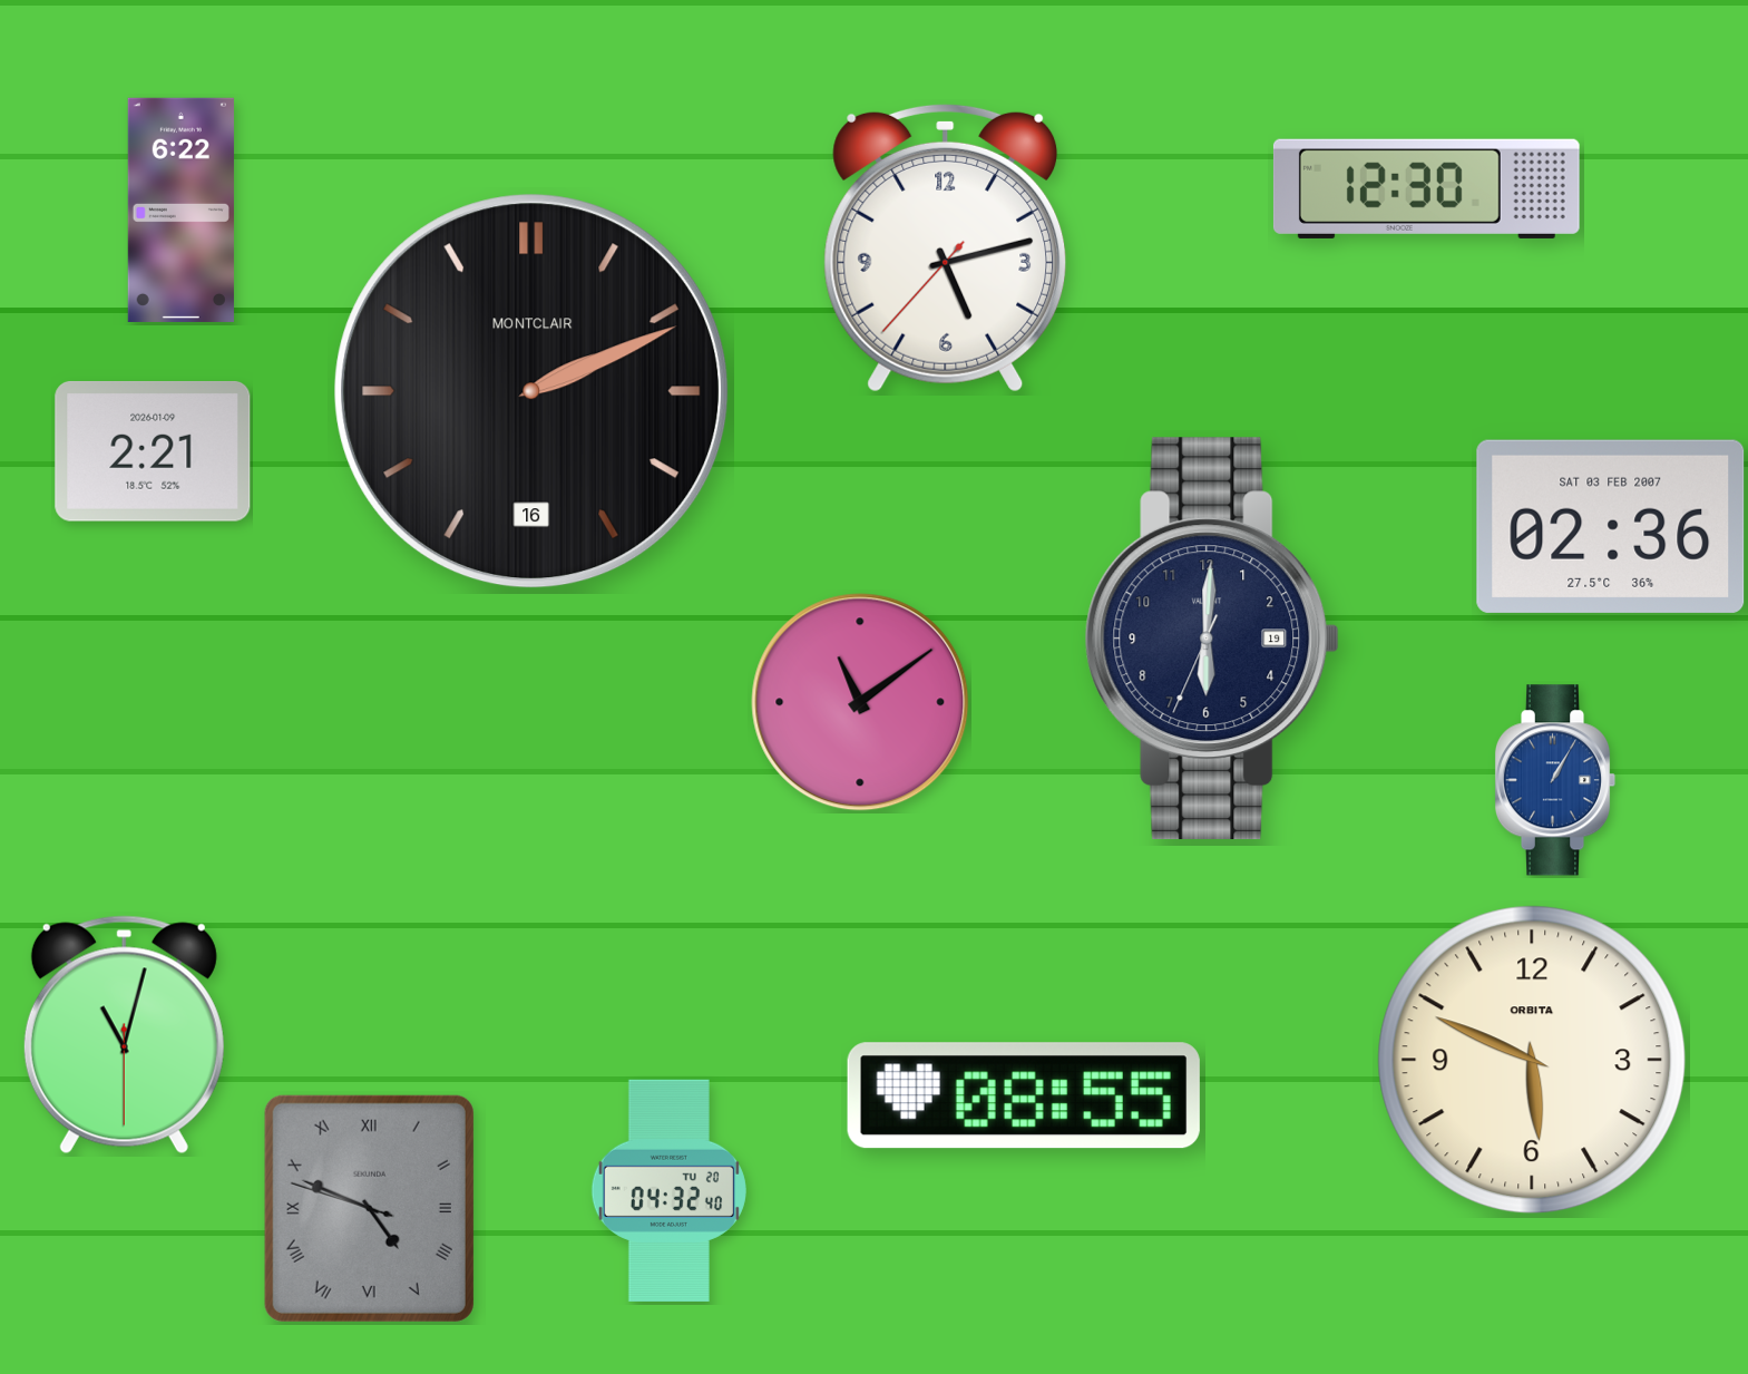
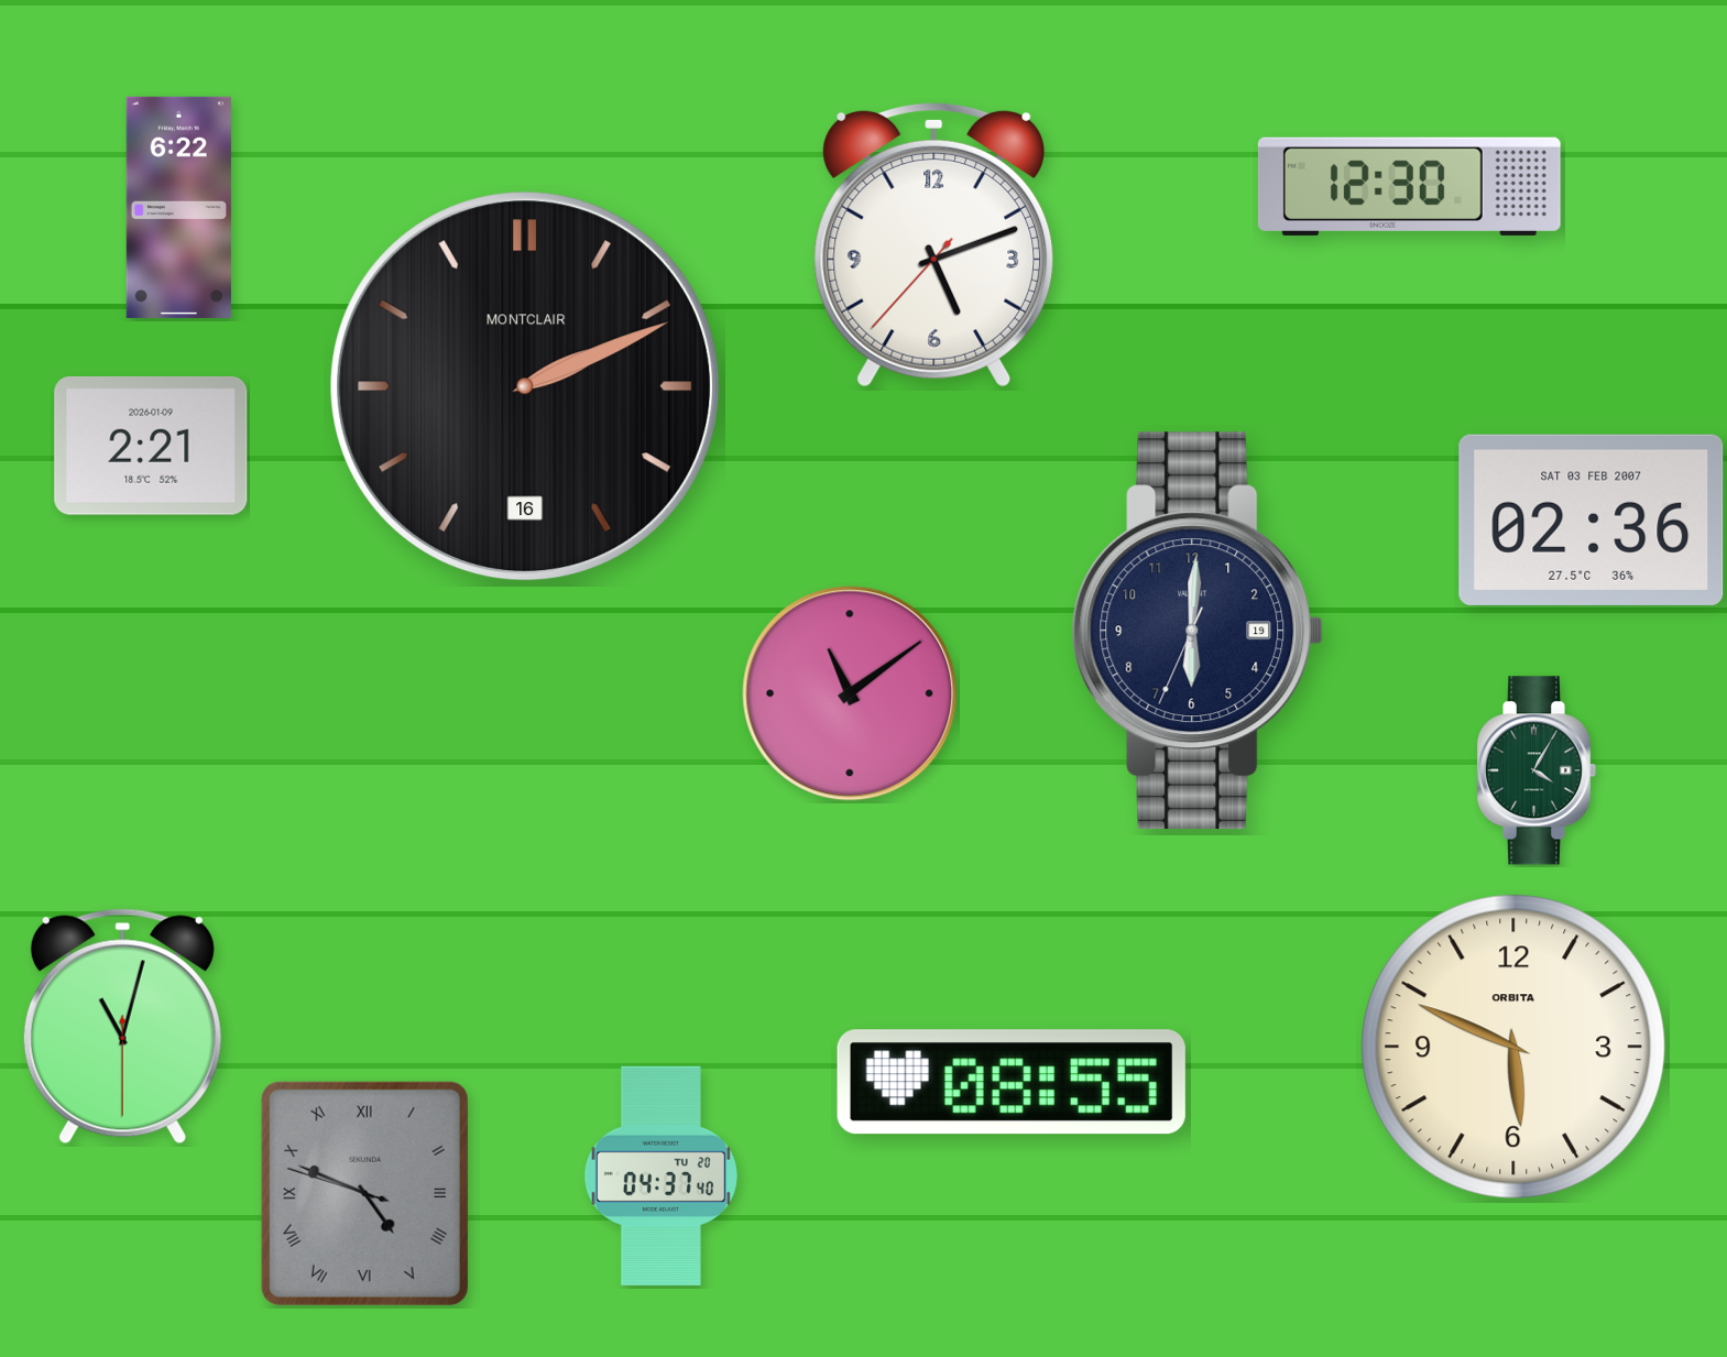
clock at (946, 247): 5:12 -> 5:11
clock at (1555, 780): 1:05 -> 4:05
clock at (1555, 780) dial: blue -> green
clock at (124, 1035) position: (124, 1035) -> (122, 1027)
clock at (668, 1190): 04:32 -> 04:37
